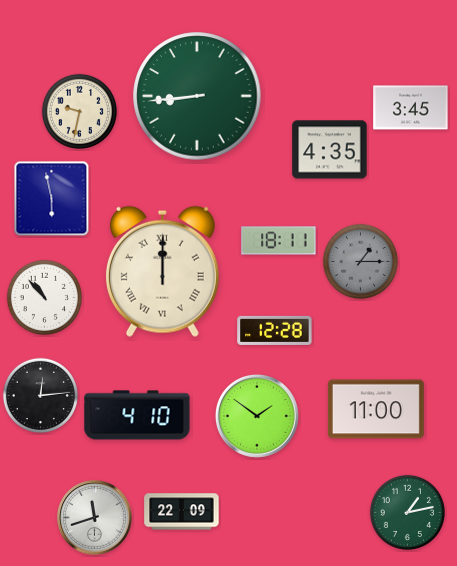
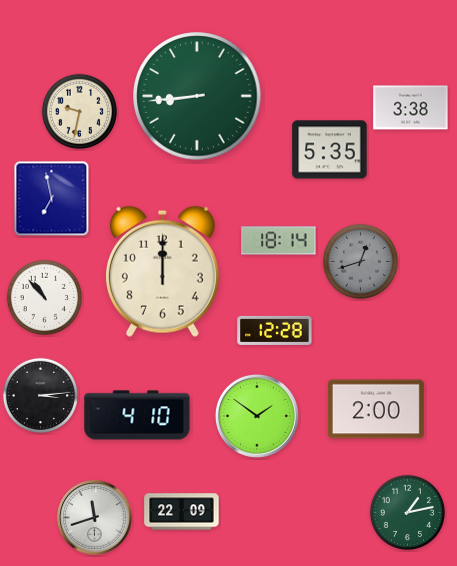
clock at (411, 108): 3:45 -> 3:38
clock at (330, 150): 4:35 -> 5:35
clock at (52, 199): 5:58 -> 6:58
clock at (279, 241): 18:11 -> 18:14
clock at (360, 261): 1:15 -> 12:42
clock at (162, 271) numerals: Roman -> Arabic
clock at (40, 395): 12:14 -> 3:14
clock at (376, 409): 11:00 -> 2:00
